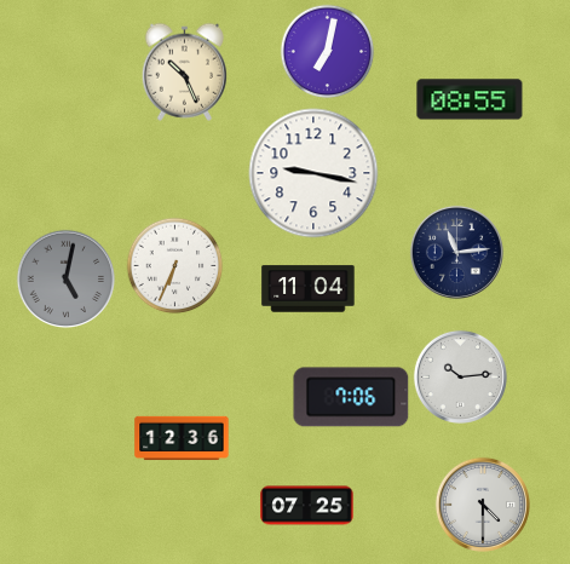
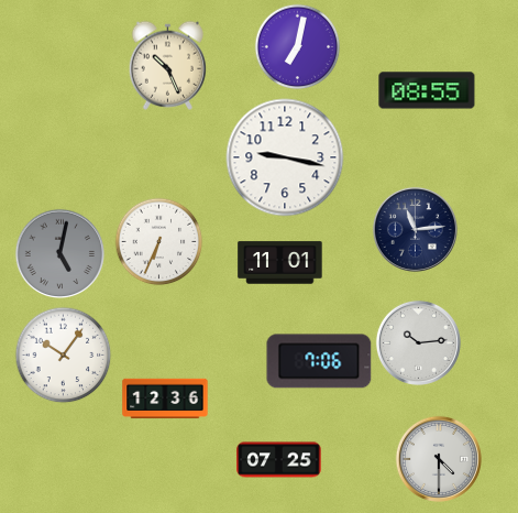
clock at (309, 289): 11:04 -> 11:01
clock at (63, 354): none -> 10:06
